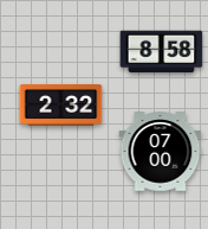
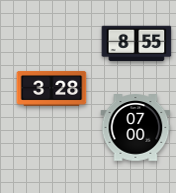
clock at (162, 52): 8:58 -> 8:55
clock at (61, 104): 2:32 -> 3:28
